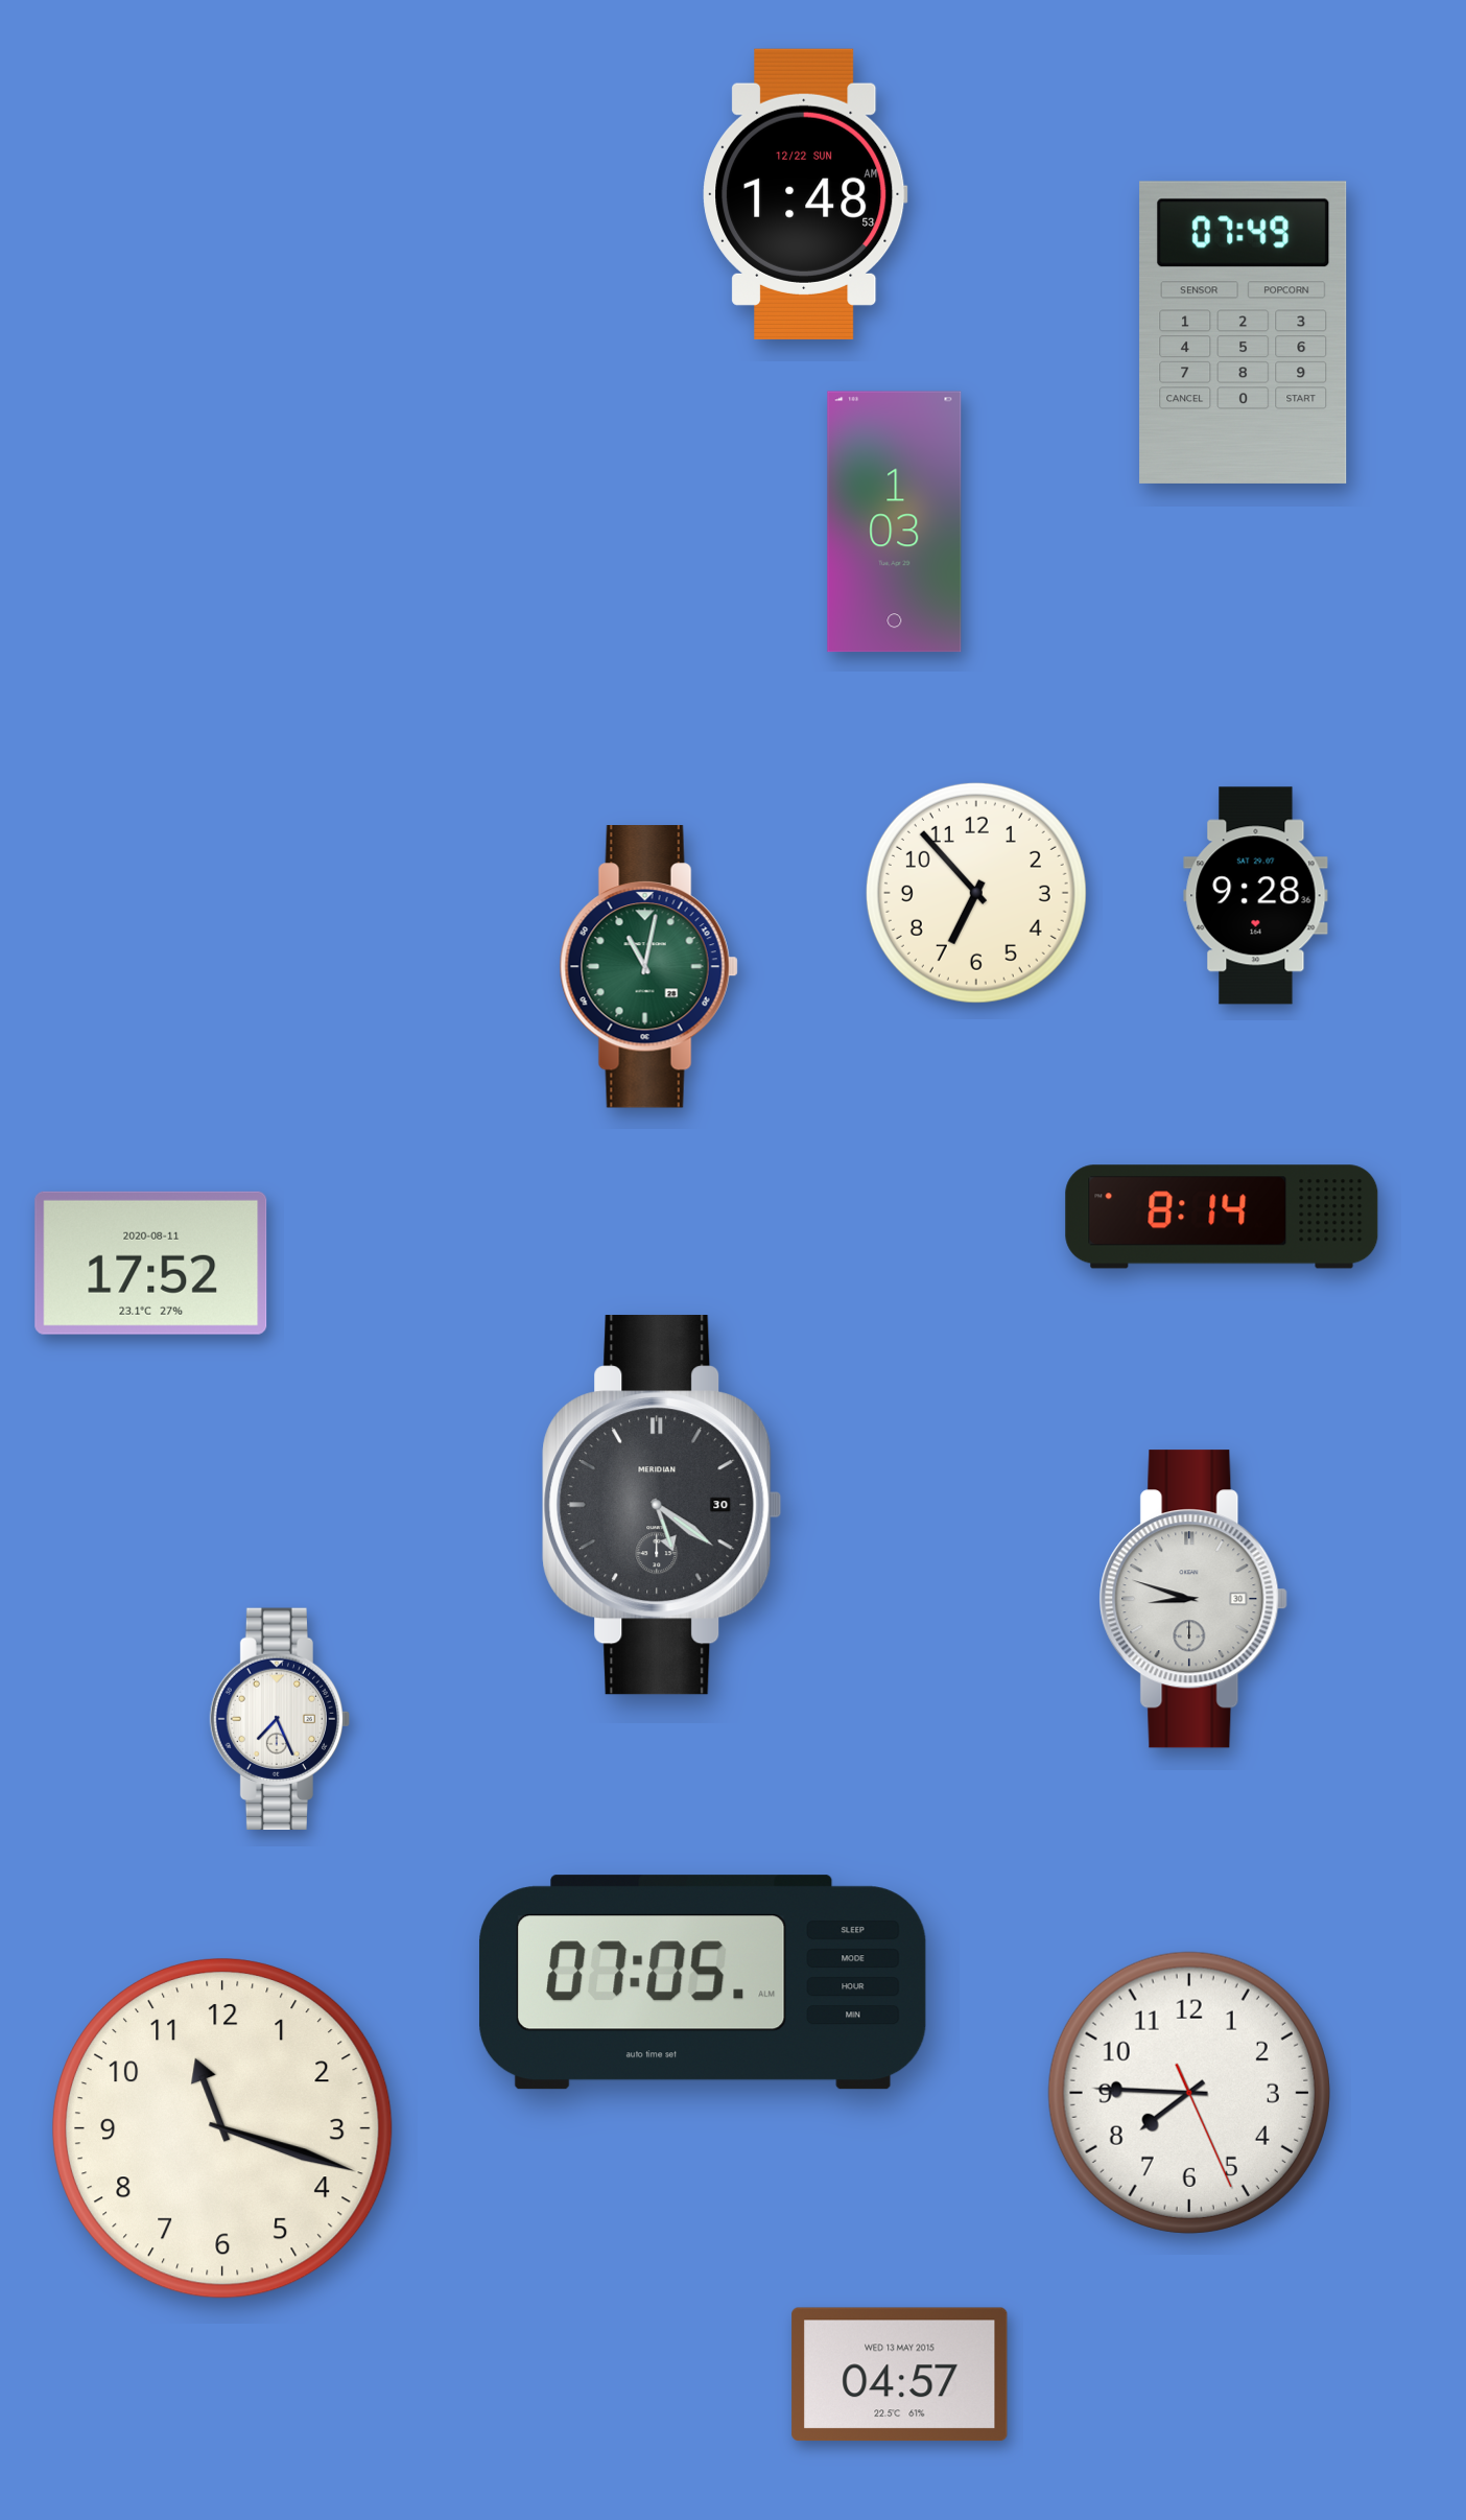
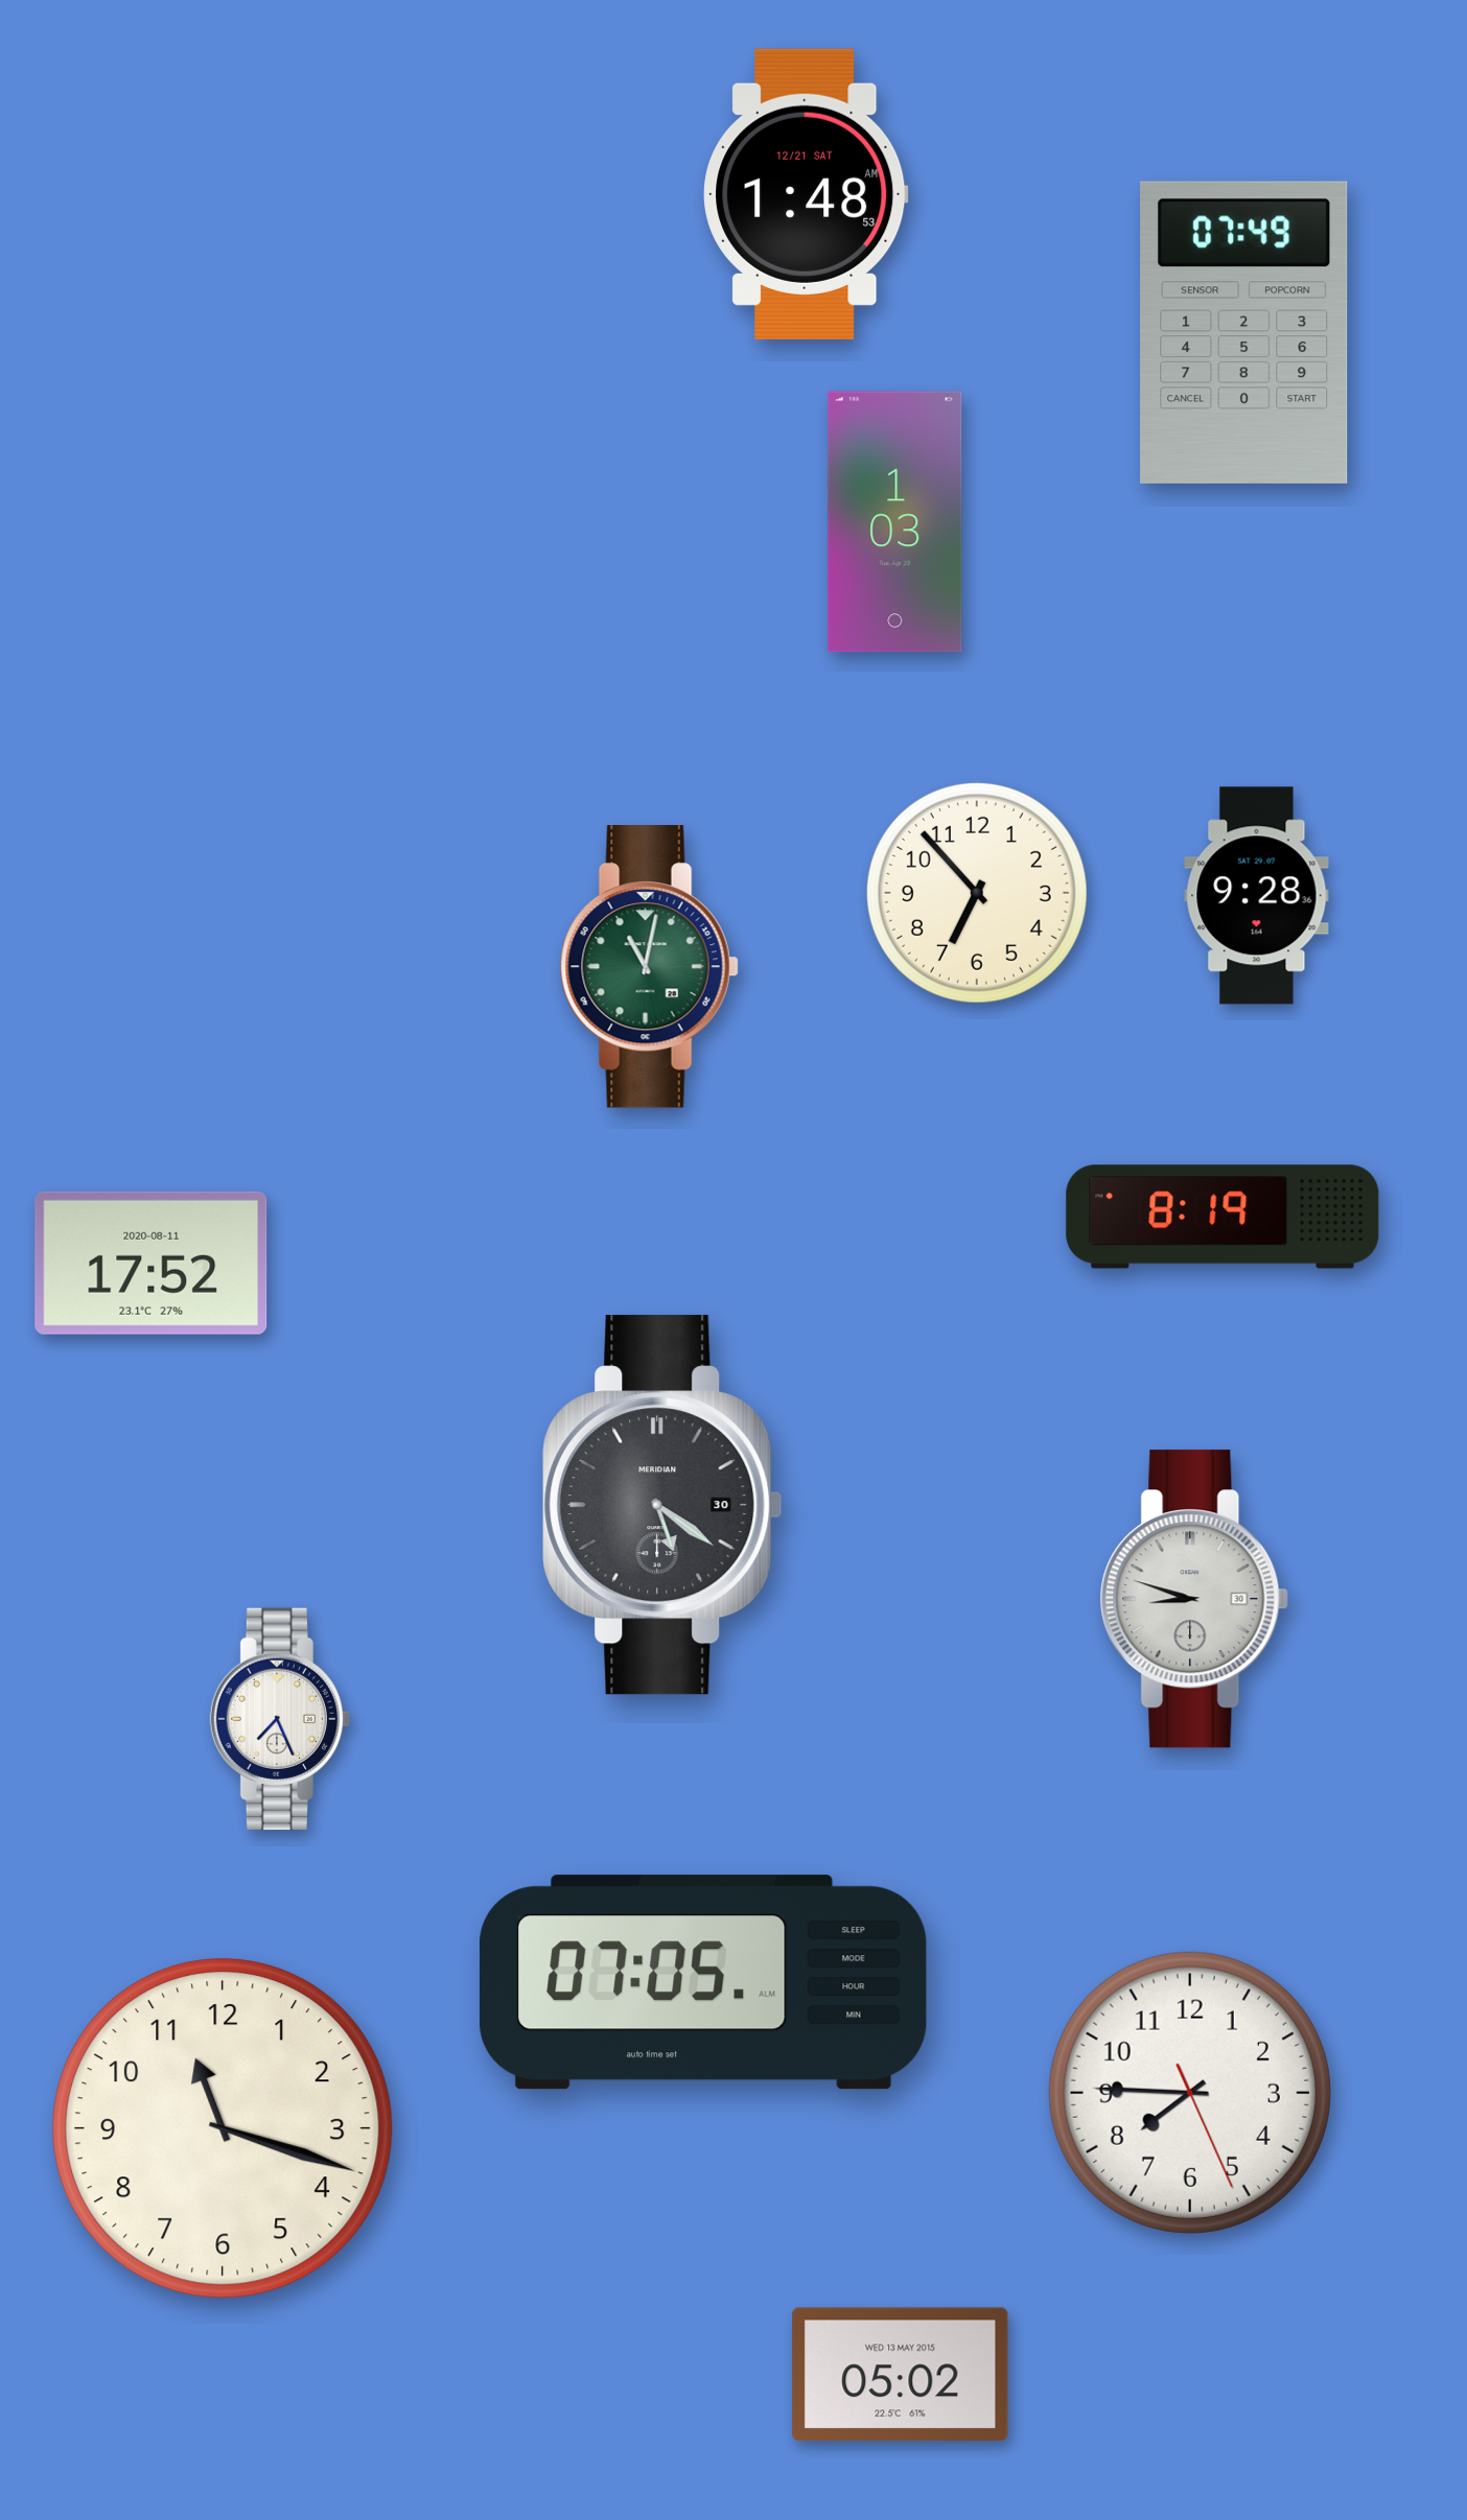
clock at (805, 194) date: 12/22 SUN -> 12/21 SAT
clock at (1222, 1217): 8:14 -> 8:19
clock at (900, 2375): 04:57 -> 05:02
